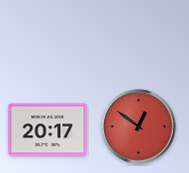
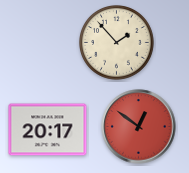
clock at (117, 43): none -> 1:53
